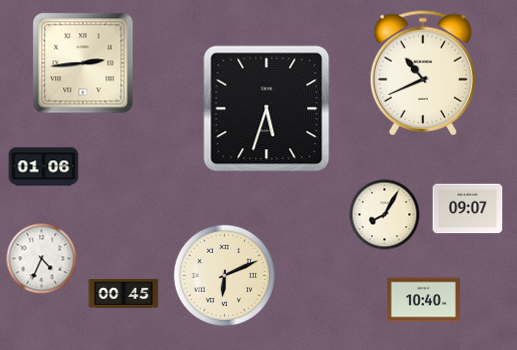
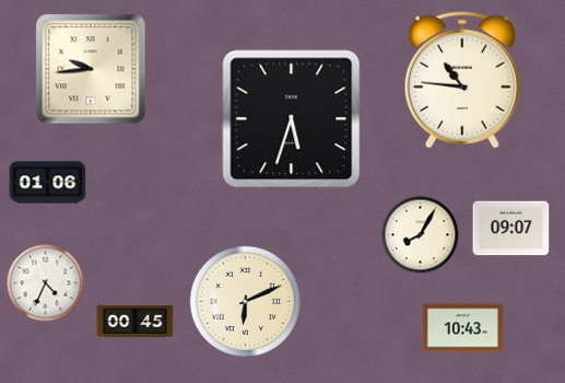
clock at (83, 63): 2:44 -> 9:44
clock at (422, 73): 10:41 -> 10:46
clock at (423, 300): 10:40 -> 10:43
